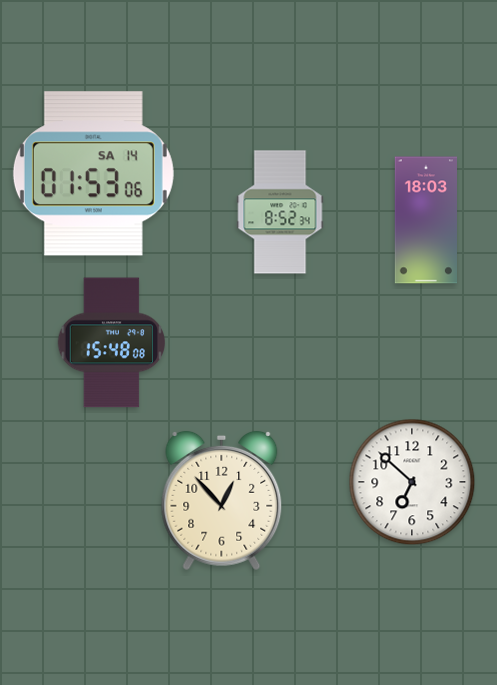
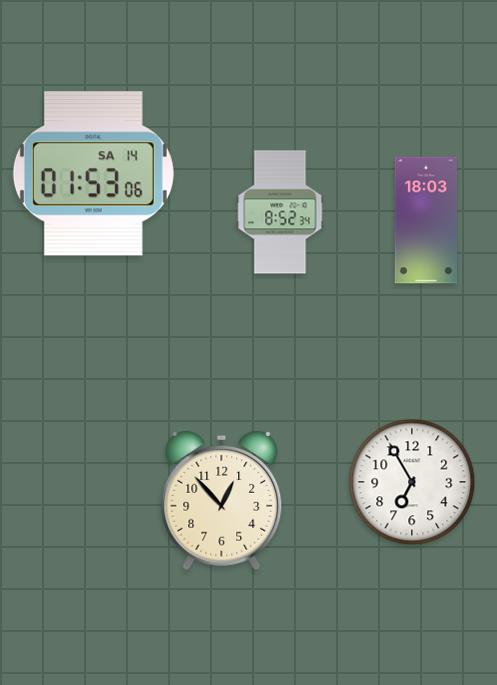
clock at (111, 343): 15:48 -> none
clock at (412, 482): 6:52 -> 6:55
